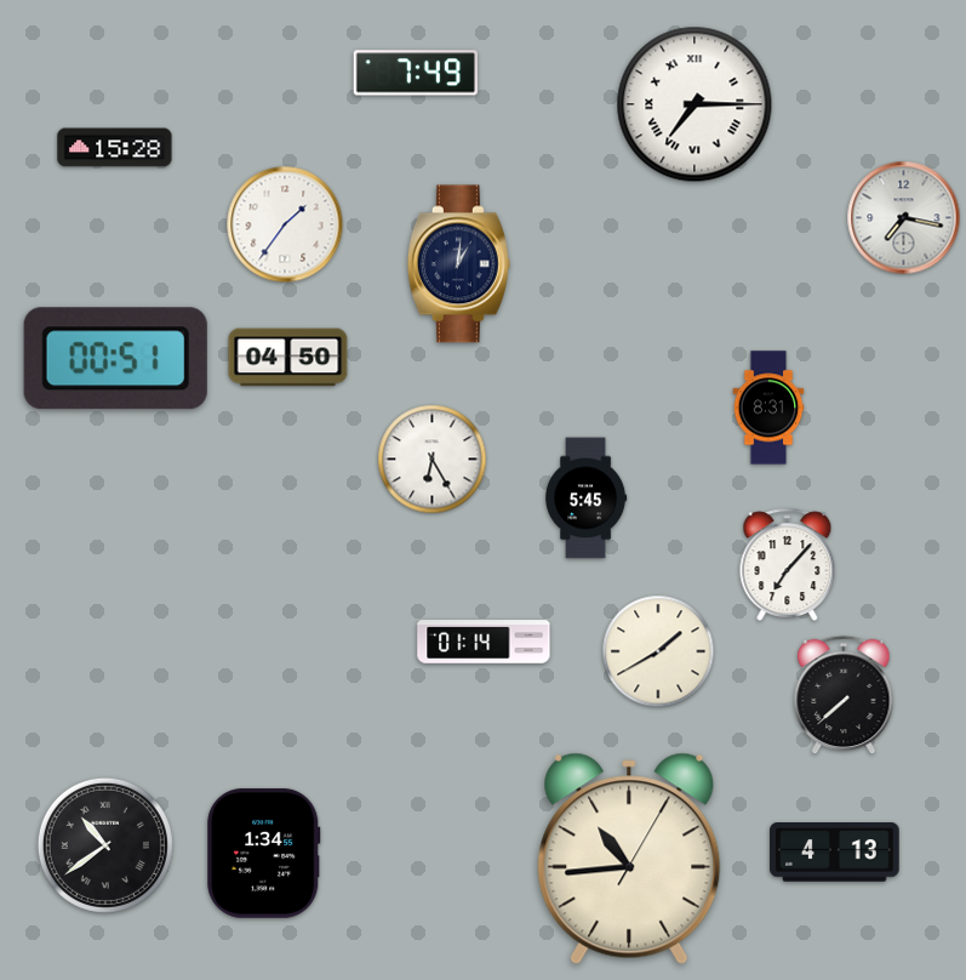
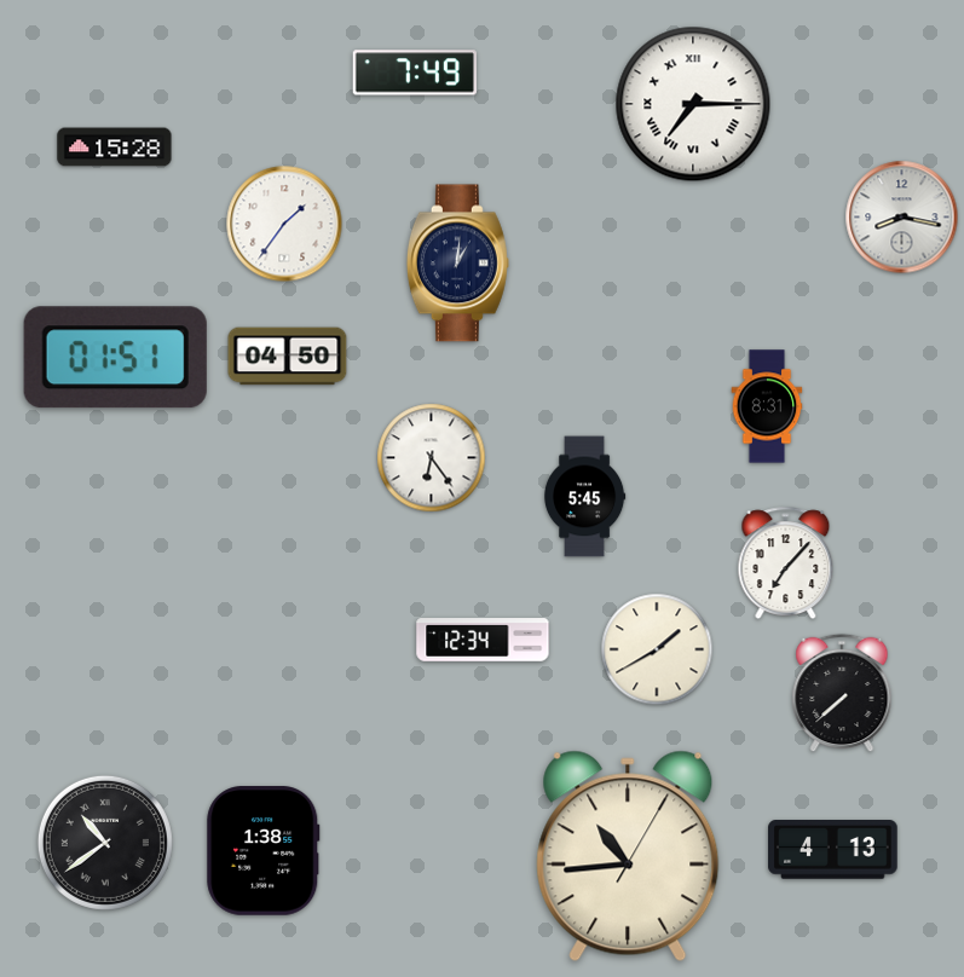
clock at (904, 218): 7:17 -> 8:17
clock at (115, 359): 00:51 -> 01:51
clock at (433, 460): 6:25 -> 6:24
clock at (484, 642): 01:14 -> 12:34
clock at (264, 854): 1:34 -> 1:38
